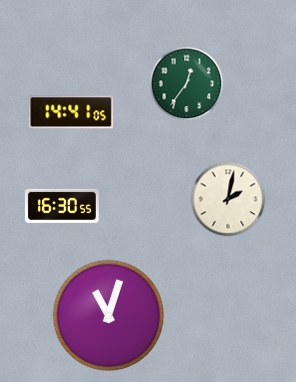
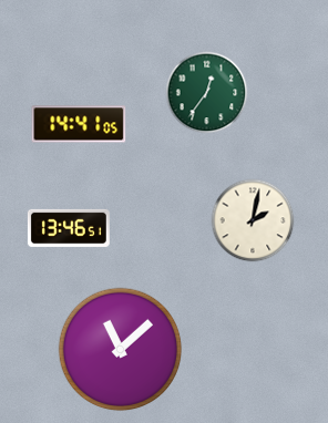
clock at (62, 206): 16:30 -> 13:46
clock at (109, 316): 11:03 -> 11:08
